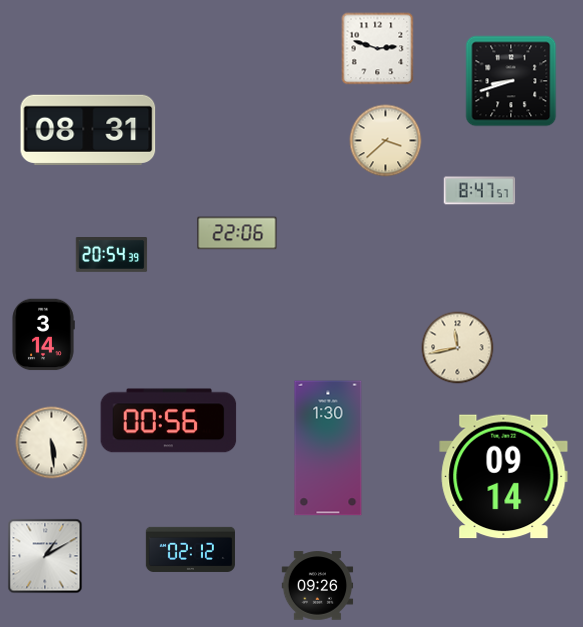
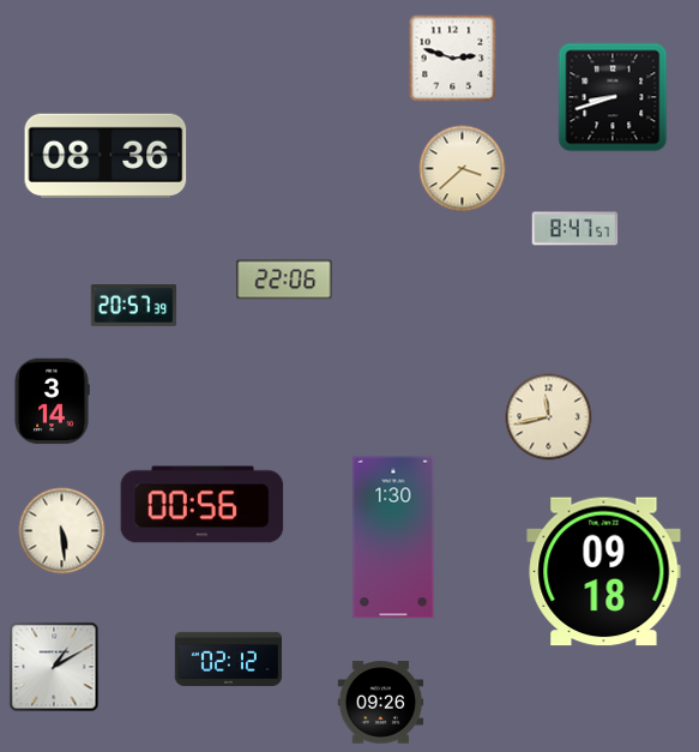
clock at (88, 130): 08:31 -> 08:36
clock at (112, 255): 20:54 -> 20:57
clock at (504, 477): 09:14 -> 09:18
